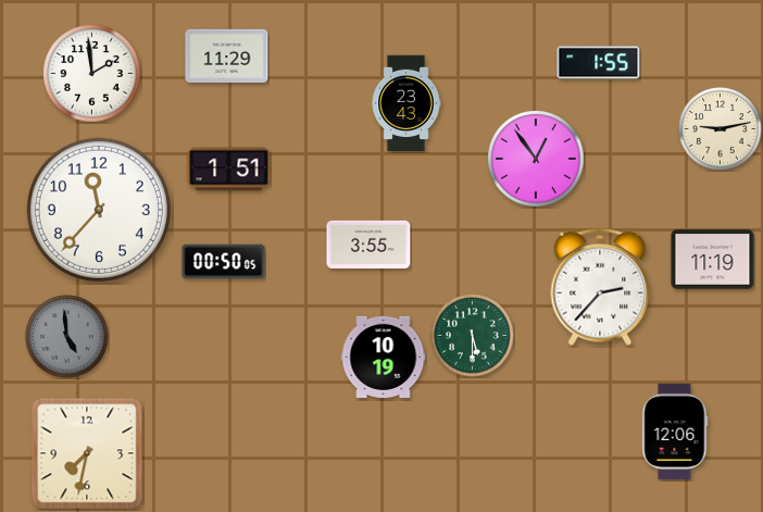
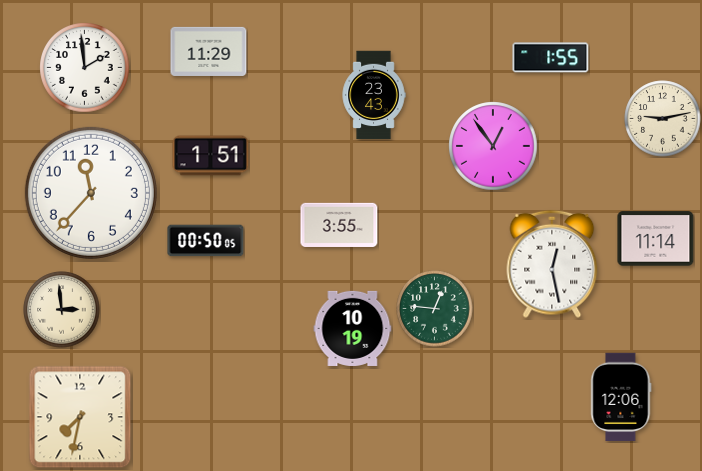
clock at (713, 260): 11:19 -> 11:14
clock at (600, 287): 2:37 -> 12:28
clock at (473, 336): 5:30 -> 12:46
clock at (67, 337): 4:59 -> 2:59
clock at (67, 337) dial: grey -> cream
